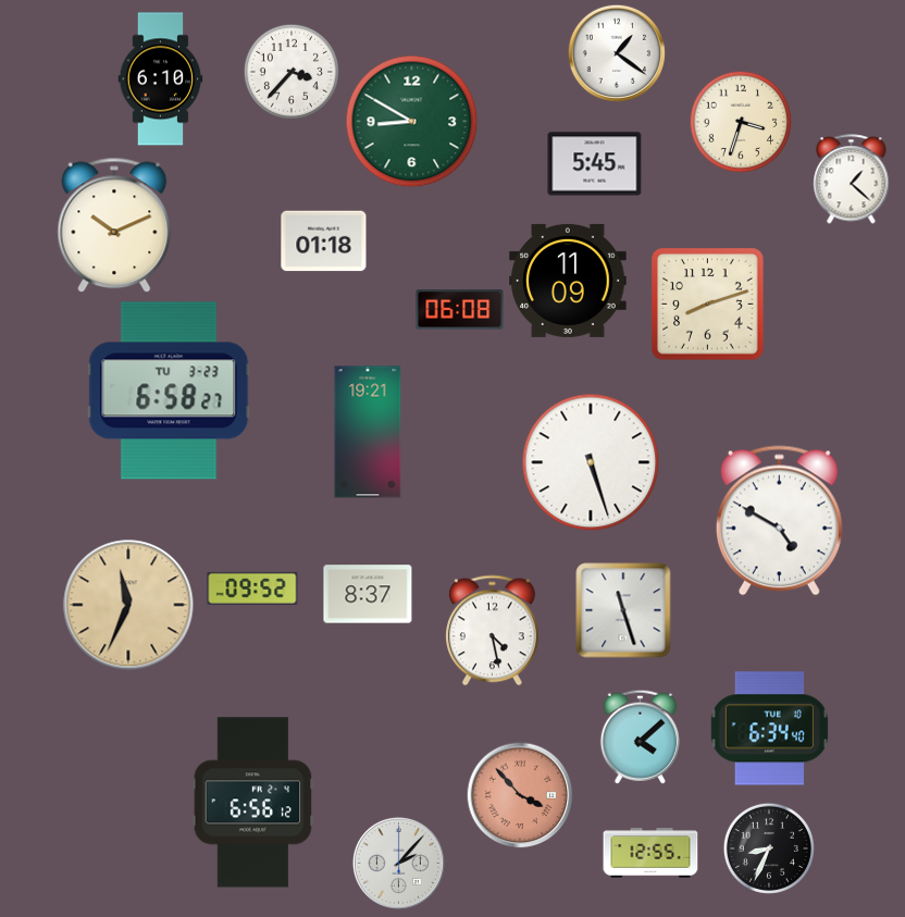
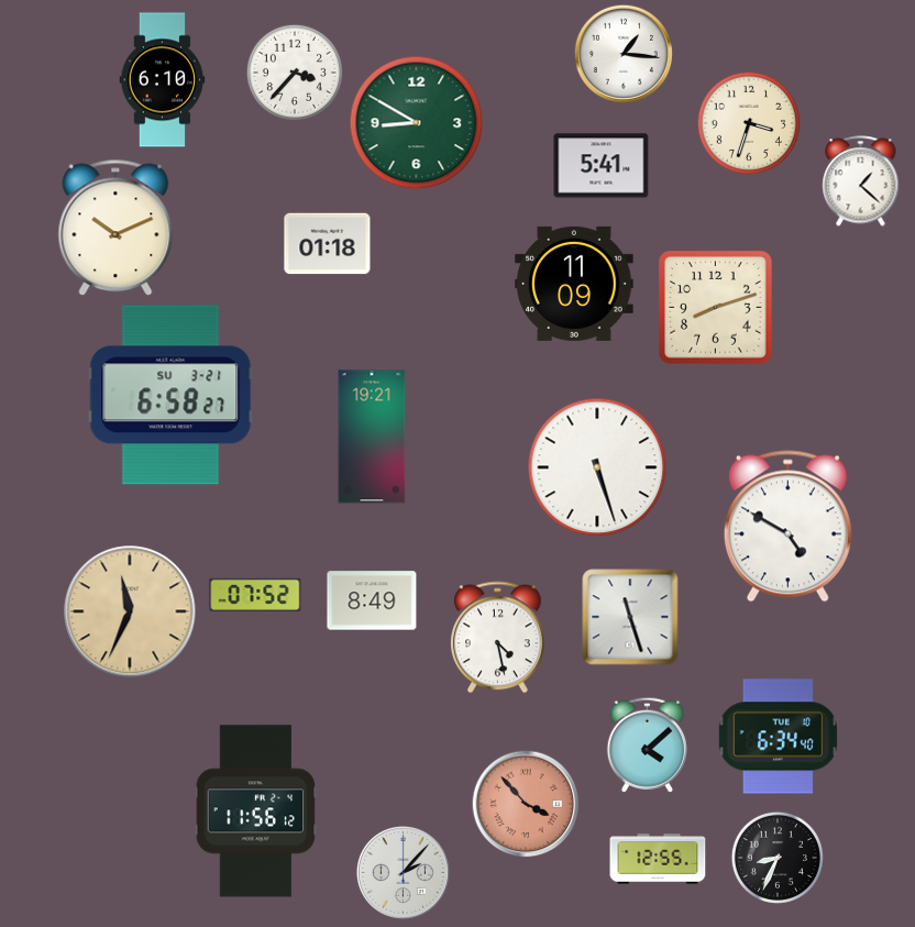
clock at (617, 53): 1:21 -> 1:16
clock at (595, 164): 5:45 -> 5:41
clock at (460, 310): 06:08 -> none
clock at (169, 391) date: TU 3-23 -> SU 3-21
clock at (252, 588): 09:52 -> 07:52
clock at (368, 594): 8:37 -> 8:49
clock at (253, 803): 6:56 -> 11:56
clock at (650, 853) position: (650, 853) -> (658, 859)
